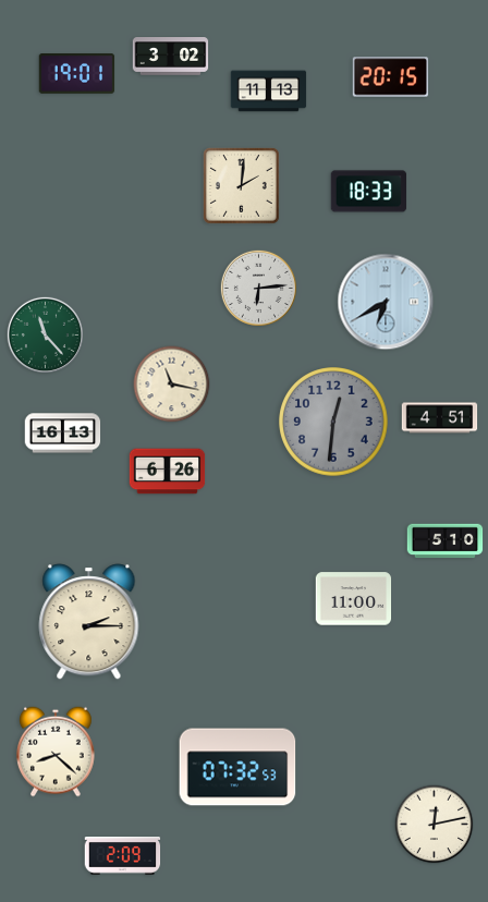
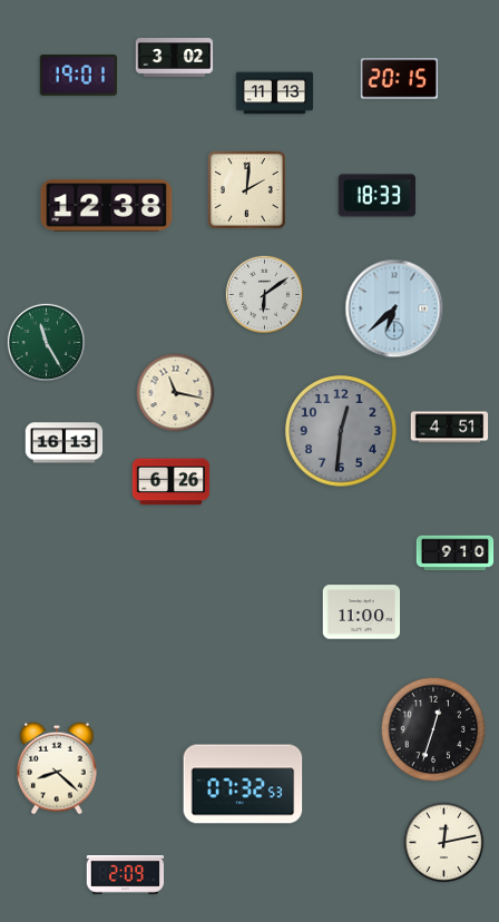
clock at (107, 206): none -> 12:38
clock at (258, 288): 6:14 -> 6:09
clock at (386, 302): 6:40 -> 6:38
clock at (45, 334): 11:23 -> 11:25
clock at (446, 541): 5:10 -> 9:10
clock at (89, 622): 2:15 -> none
clock at (433, 729): none -> 12:33
